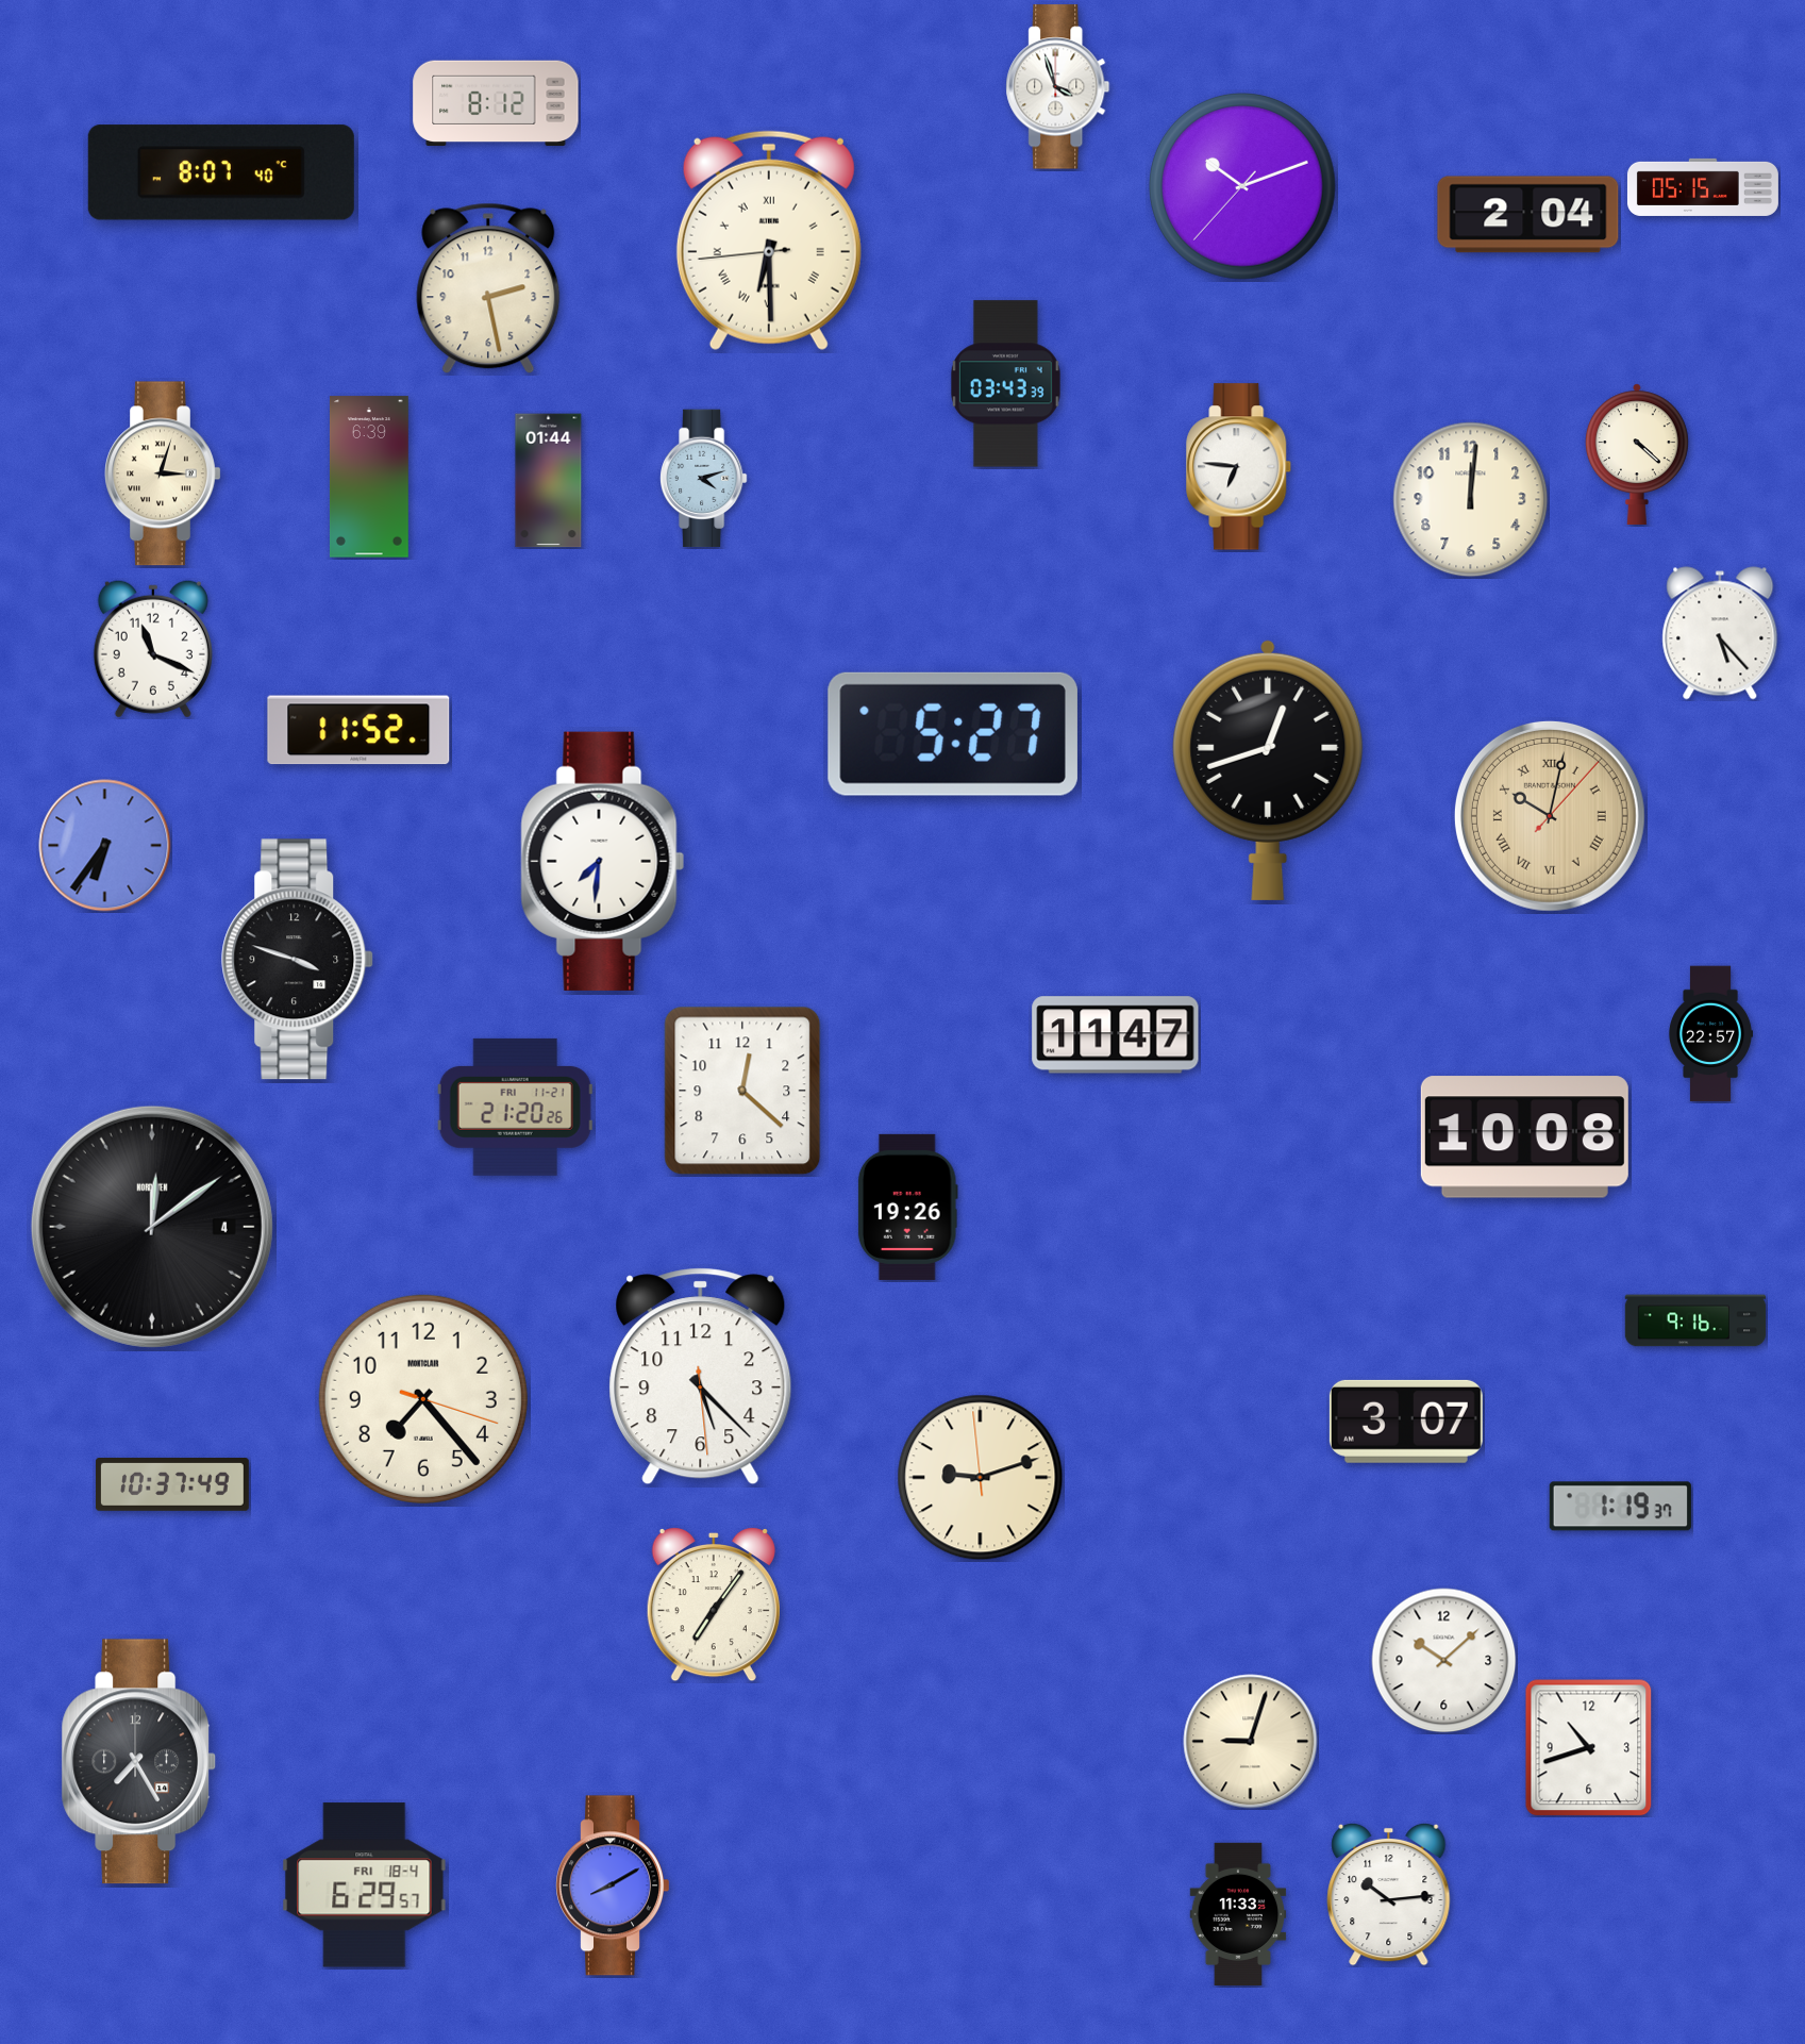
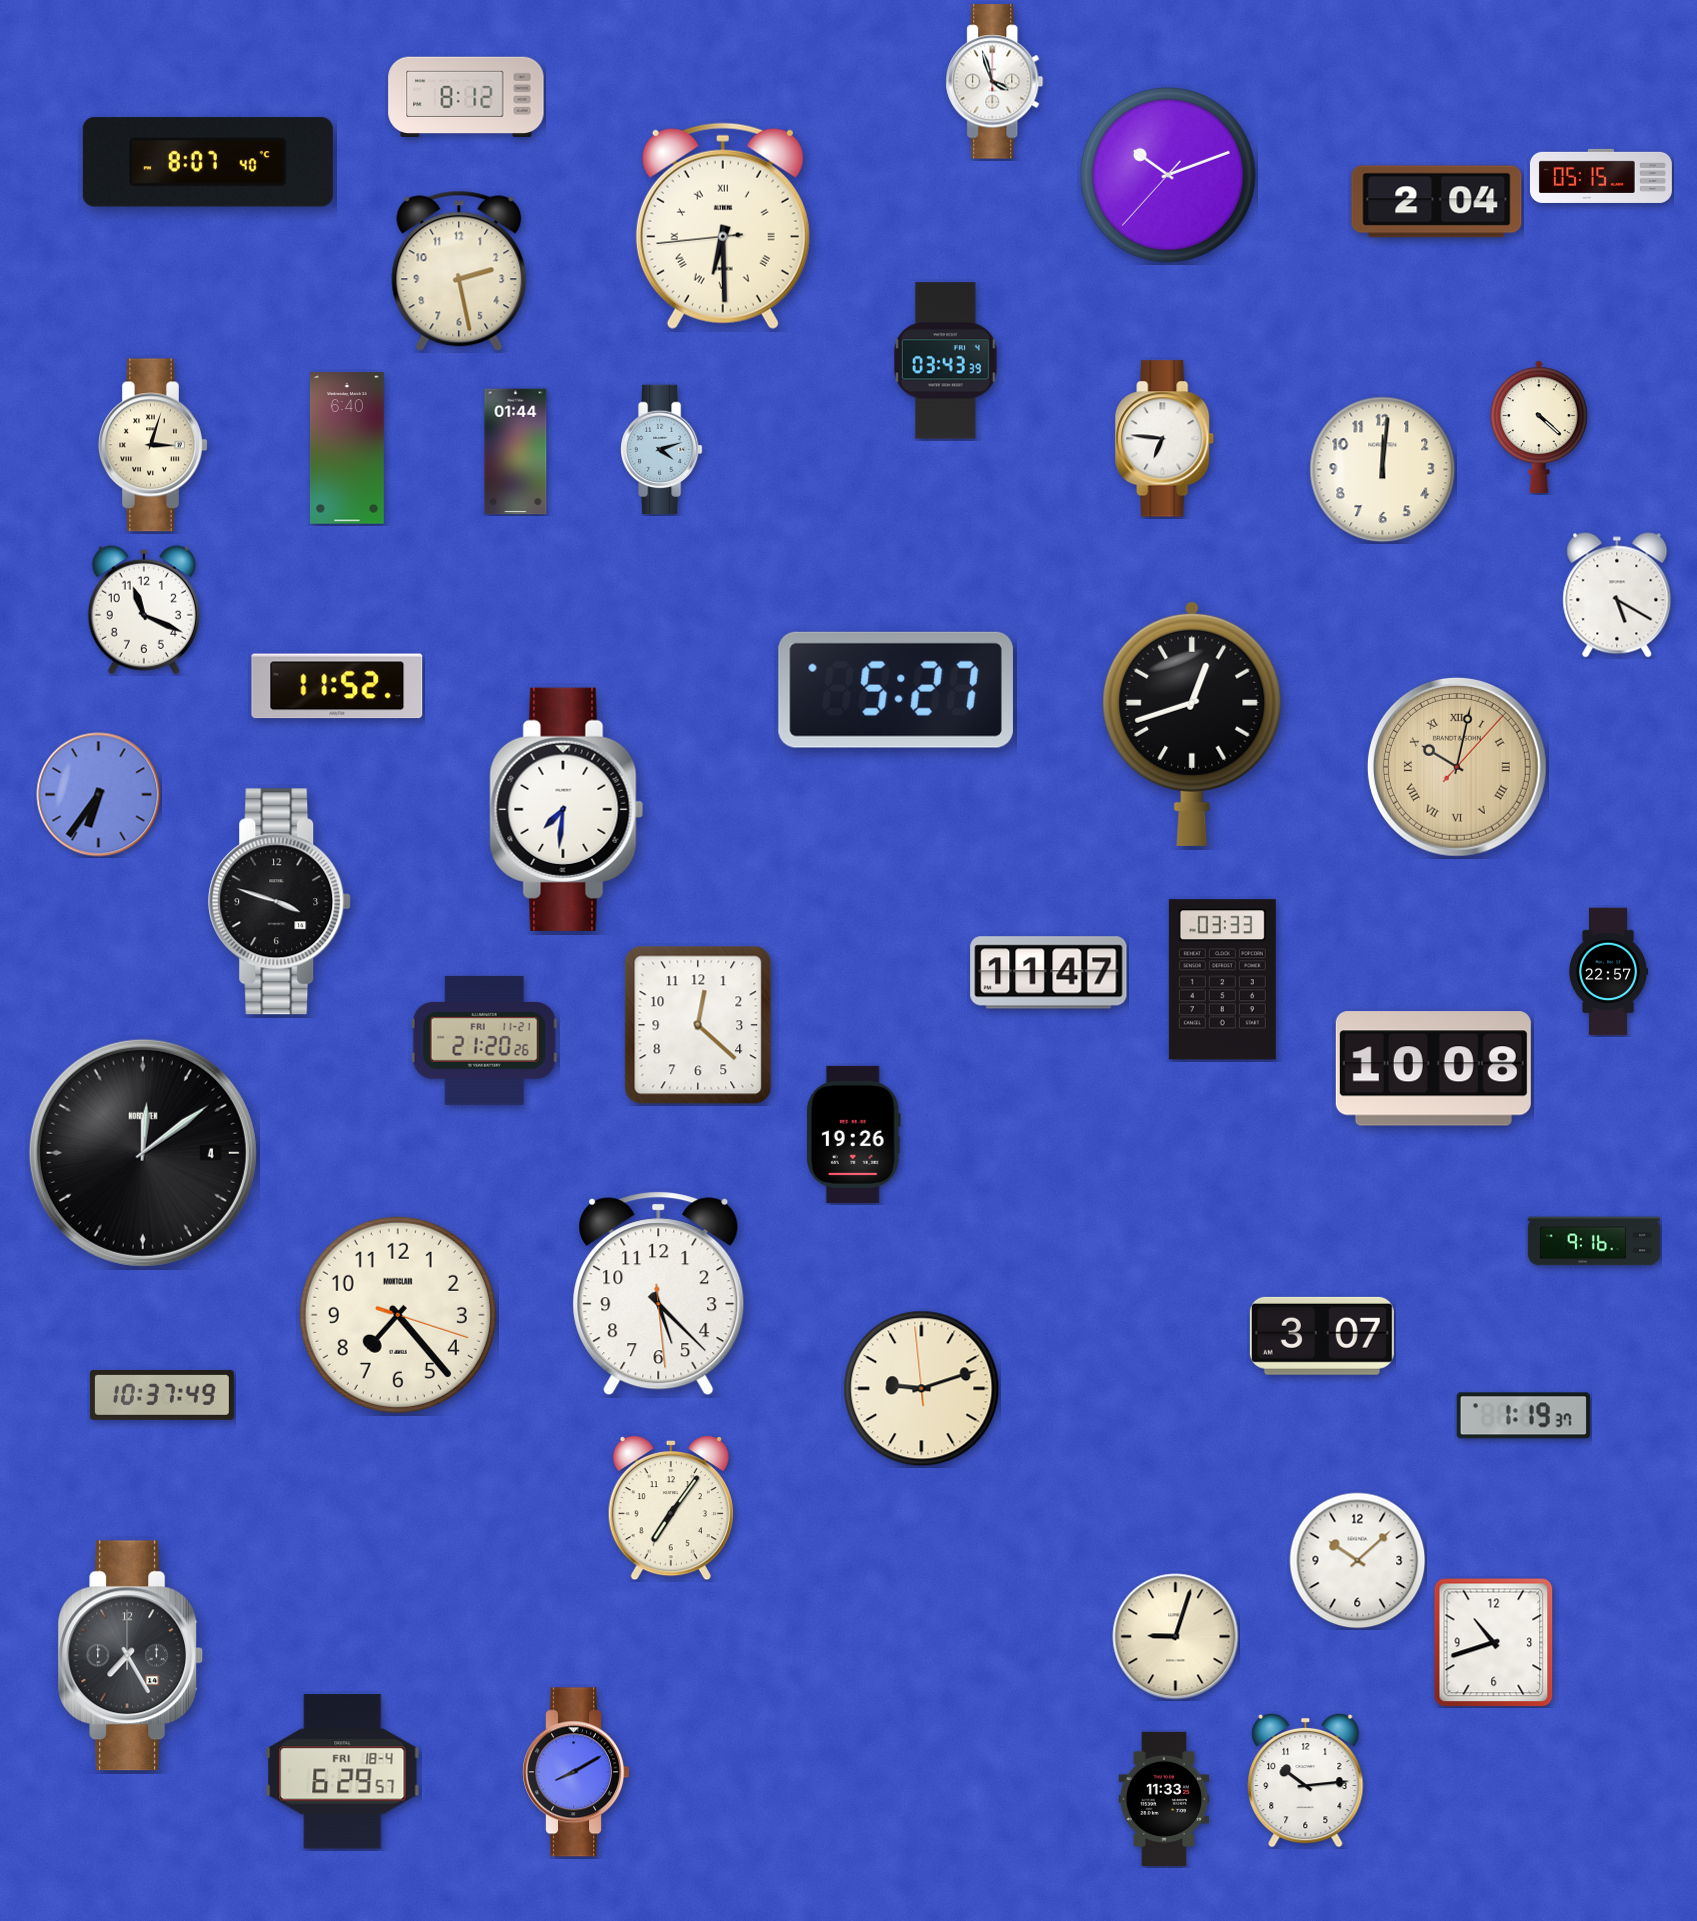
clock at (369, 477): 6:39 -> 6:40
clock at (1720, 633): 5:23 -> 5:20
clock at (1222, 980): none -> 03:33
